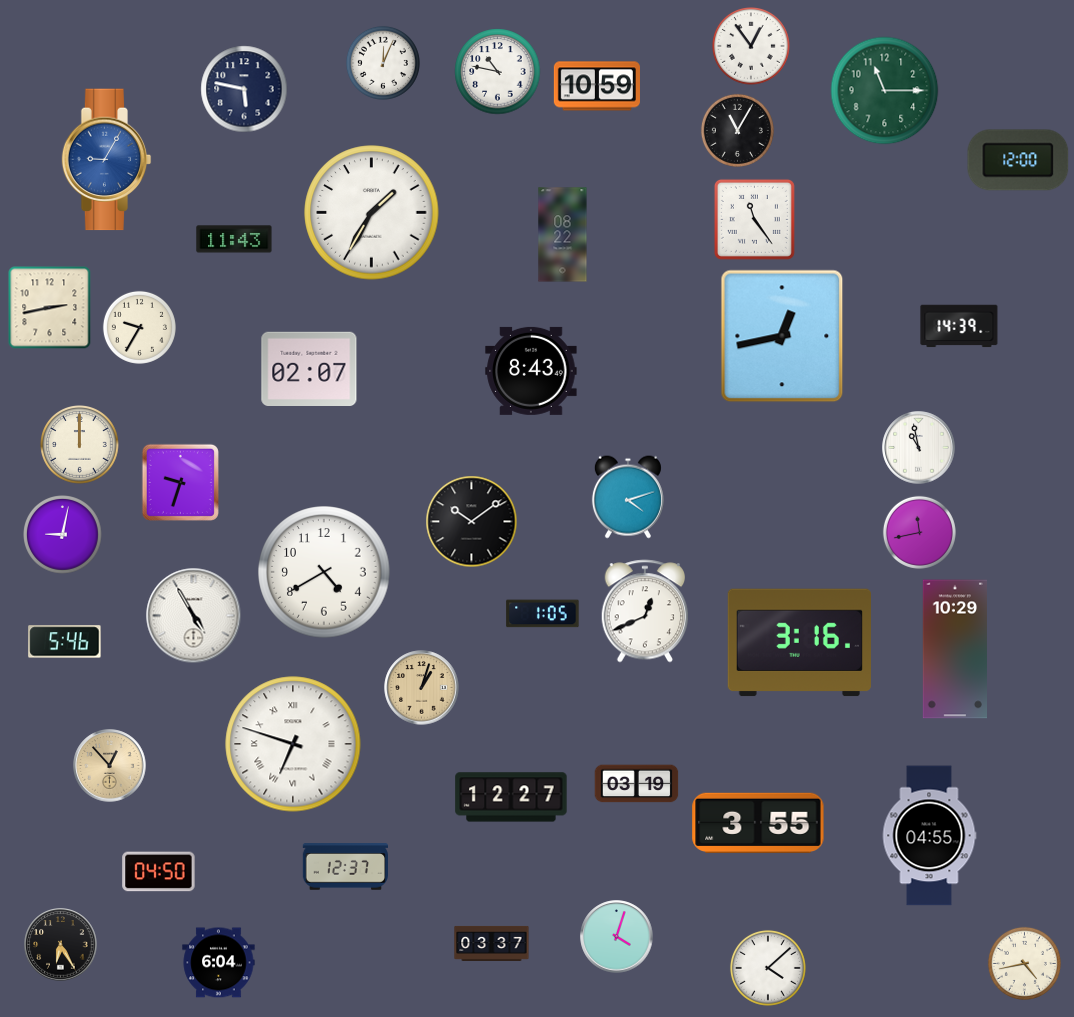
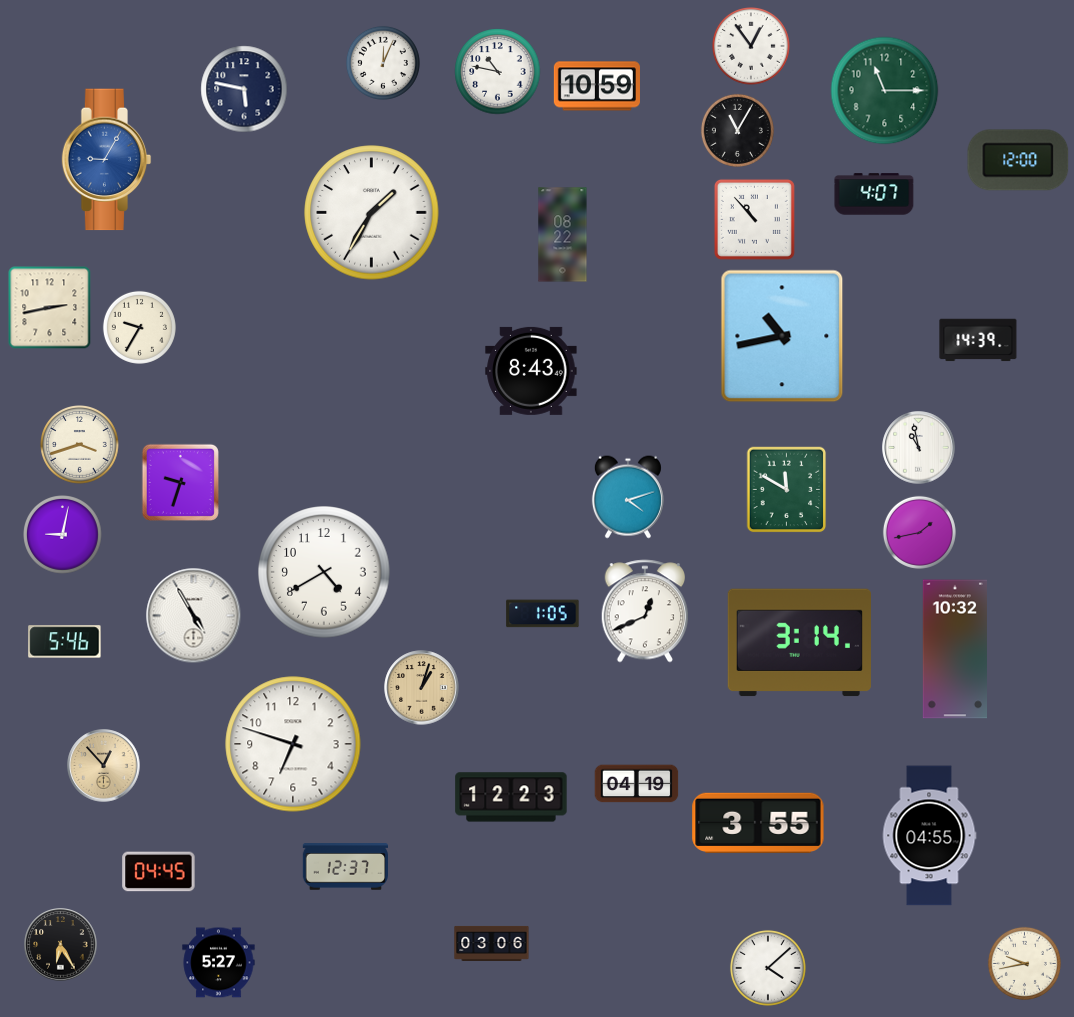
clock at (874, 194): none -> 4:07
clock at (754, 219): 11:24 -> 10:53
clock at (234, 239): 11:43 -> none
clock at (959, 326) position: (959, 326) -> (978, 340)
clock at (782, 336): 12:43 -> 10:43
clock at (309, 368): 02:07 -> none
clock at (80, 445): 12:00 -> 3:42
clock at (787, 490): none -> 11:50
clock at (472, 522): 10:09 -> none
clock at (919, 532): 11:43 -> 1:43
clock at (799, 643): 3:16 -> 3:14
clock at (954, 649): 10:29 -> 10:32
clock at (293, 744) numerals: Roman -> Arabic
clock at (110, 766) position: (110, 766) -> (104, 766)
clock at (637, 784): 03:19 -> 04:19
clock at (511, 797): 12:27 -> 12:23
clock at (159, 872): 04:50 -> 04:45
clock at (617, 937): 4:03 -> none
clock at (492, 943): 03:37 -> 03:06
clock at (219, 963): 6:04 -> 5:27
clock at (1024, 963): 4:43 -> 9:43
